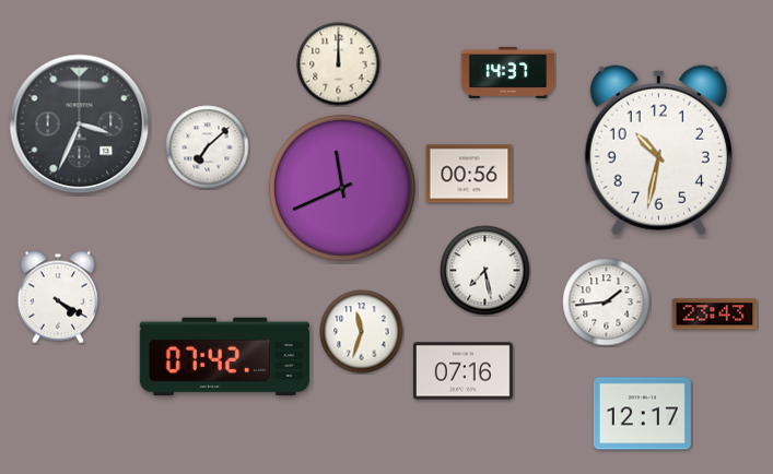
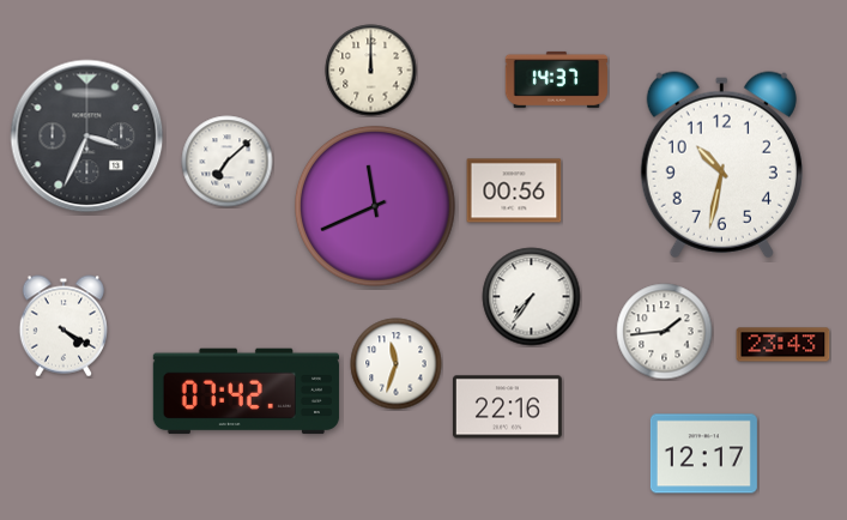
clock at (485, 271): 7:28 -> 7:36
clock at (462, 371): 07:16 -> 22:16
